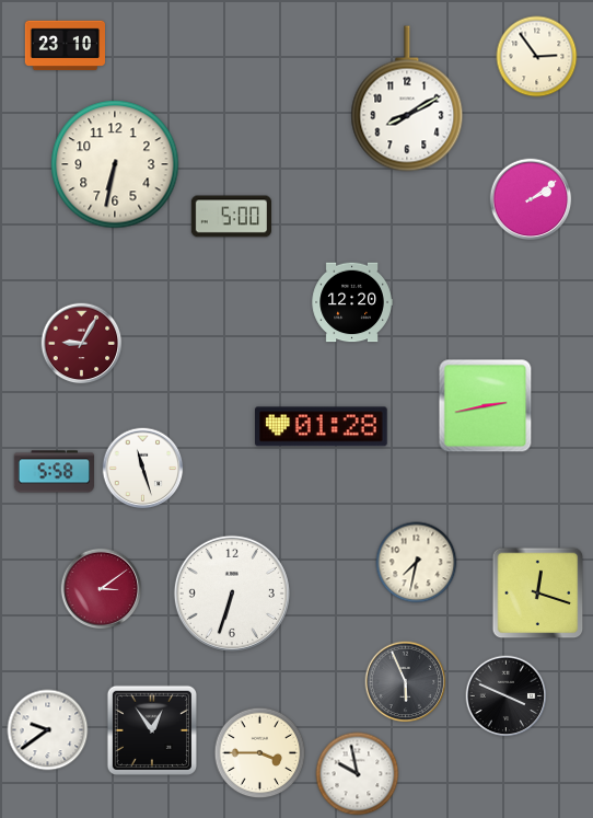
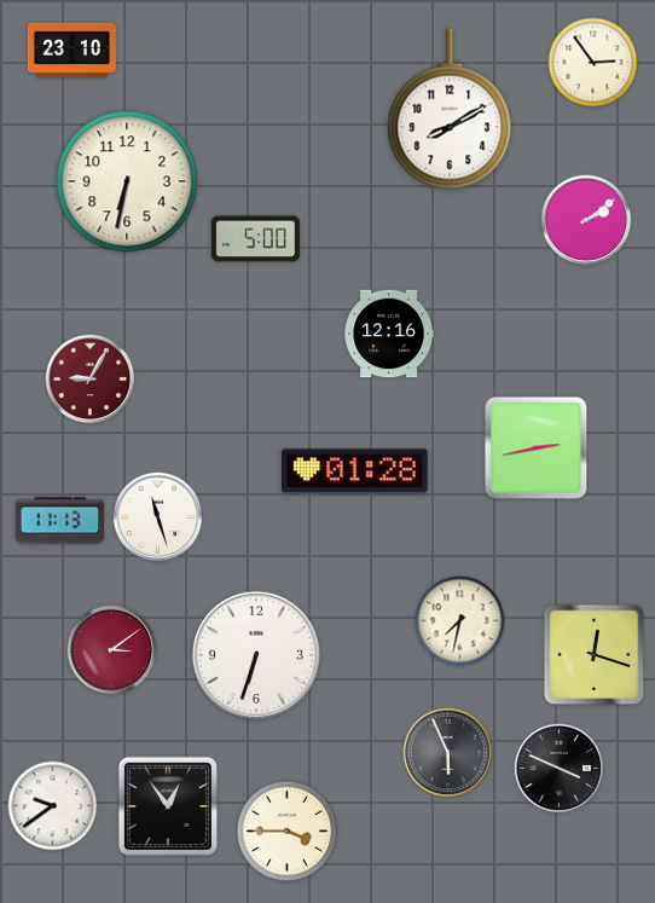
clock at (352, 302): 12:20 -> 12:16
clock at (54, 472): 5:58 -> 11:13
clock at (358, 774): 9:58 -> none
